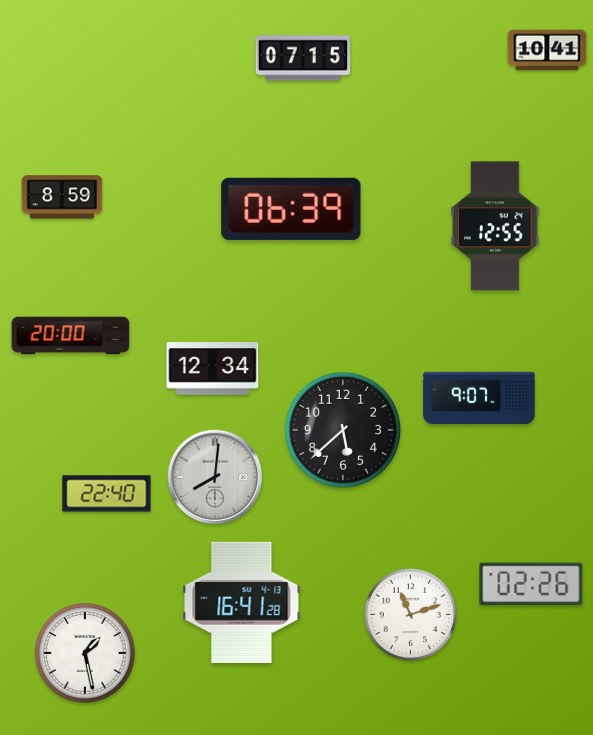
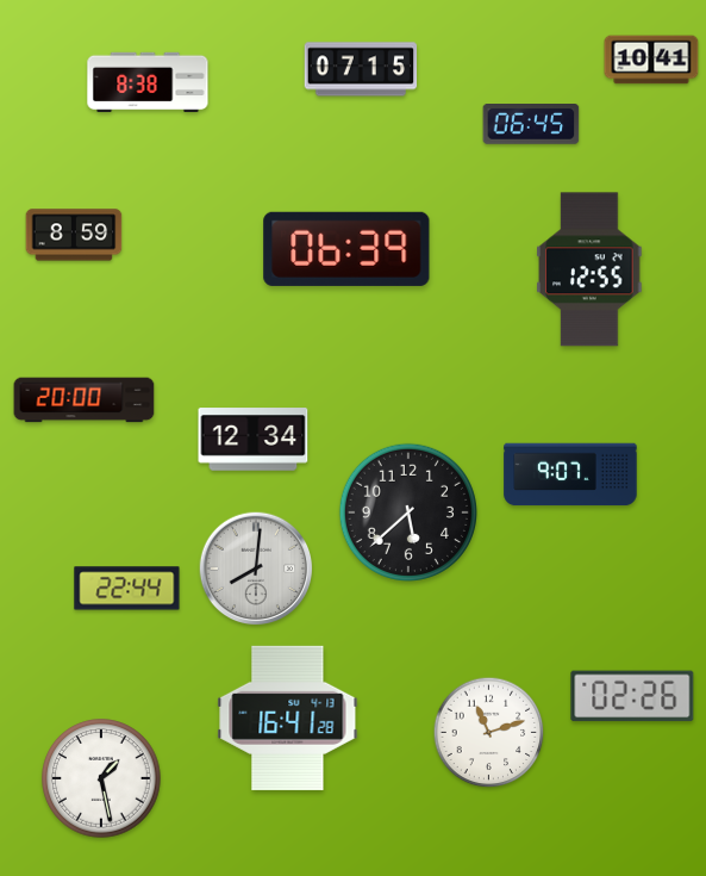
clock at (148, 82): none -> 8:38
clock at (531, 125): none -> 06:45
clock at (107, 494): 22:40 -> 22:44
